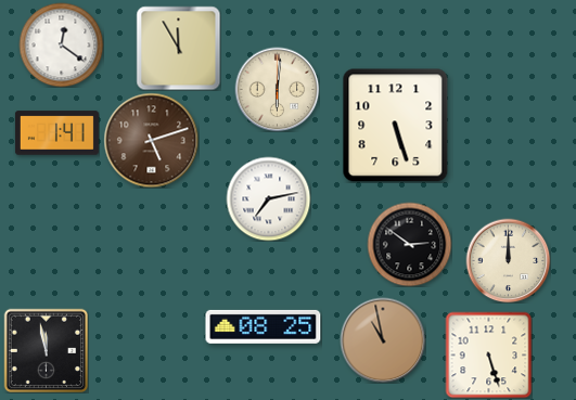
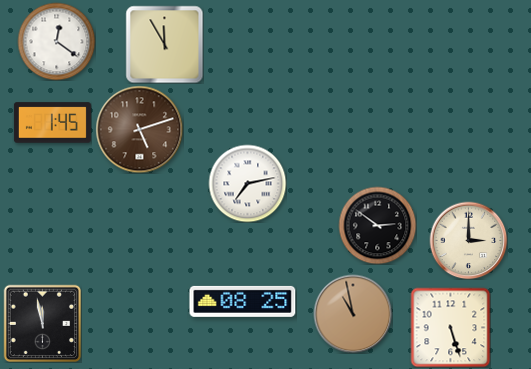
clock at (277, 89): 6:01 -> none
clock at (396, 126): 5:27 -> none
clock at (56, 133): 1:41 -> 1:45
clock at (508, 260): 12:00 -> 3:00
